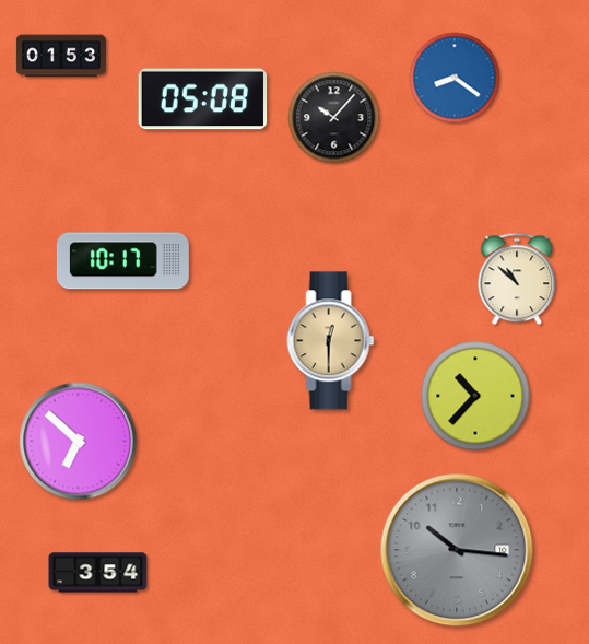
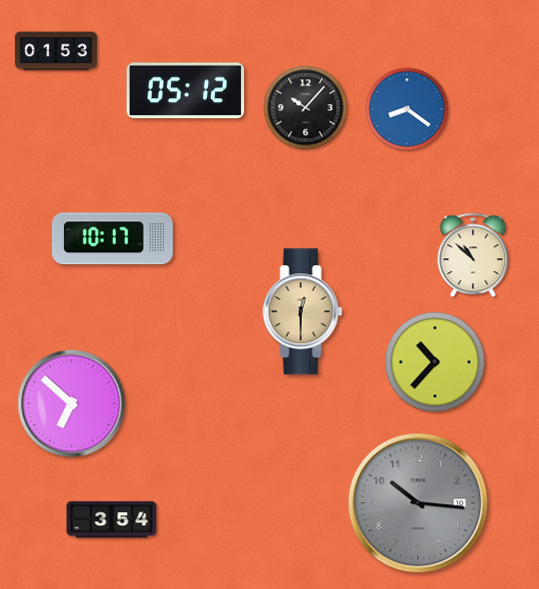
clock at (455, 78) position: (455, 78) -> (407, 109)
clock at (203, 99): 05:08 -> 05:12
clock at (98, 573) position: (98, 573) -> (112, 520)
